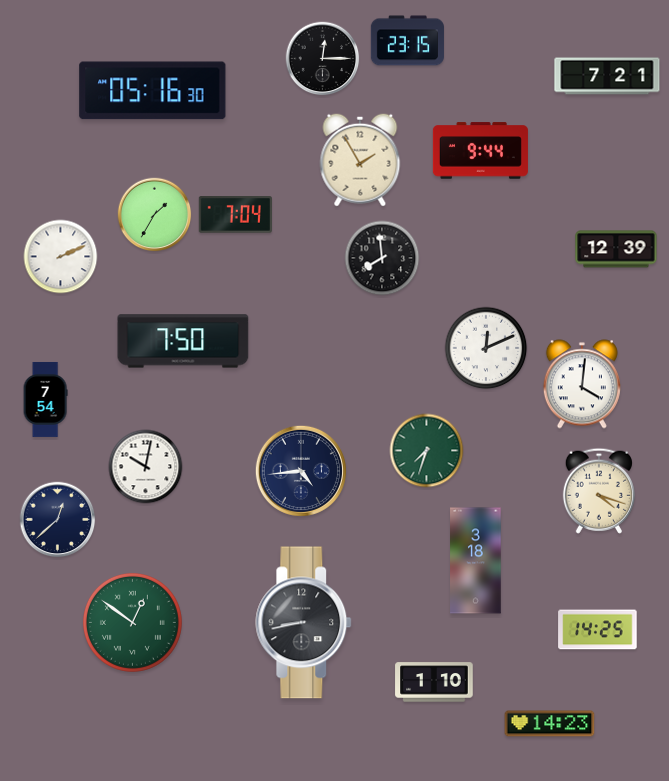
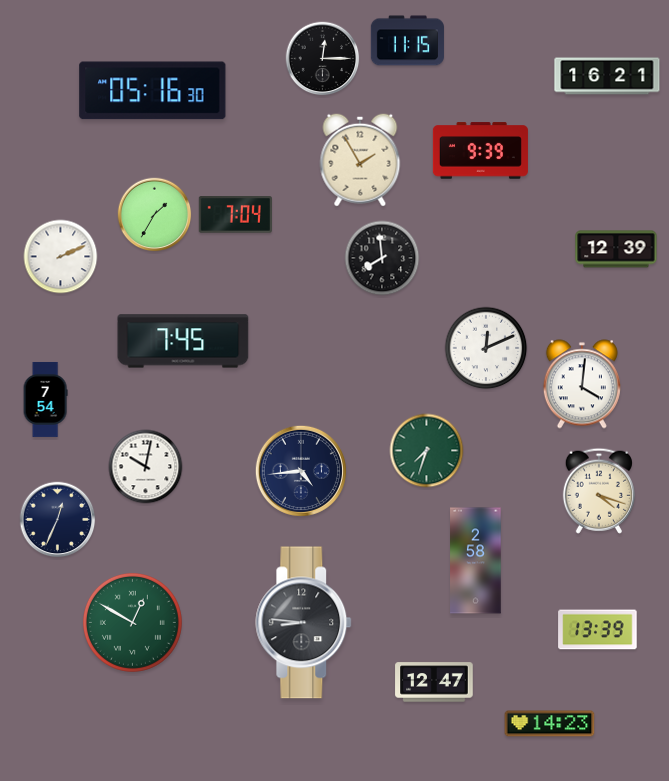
clock at (407, 41): 23:15 -> 11:15
clock at (607, 76): 7:21 -> 16:21
clock at (480, 151): 9:44 -> 9:39
clock at (183, 341): 7:50 -> 7:45
clock at (58, 520): 12:38 -> 12:34
clock at (476, 561): 3:18 -> 2:58
clock at (132, 622): 12:51 -> 12:50
clock at (304, 623): 8:43 -> 8:46
clock at (598, 630): 14:25 -> 13:39
clock at (434, 682): 1:10 -> 12:47
